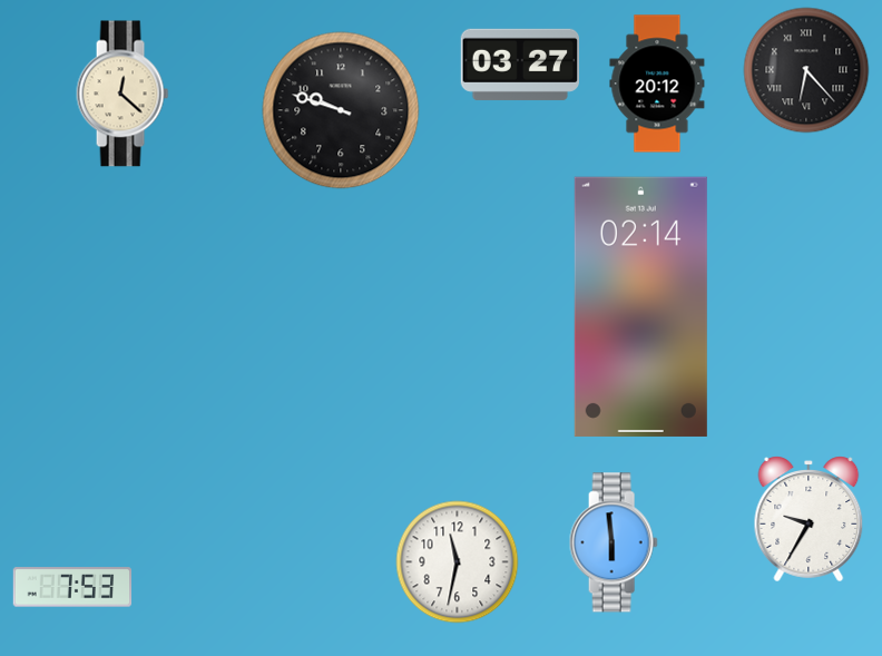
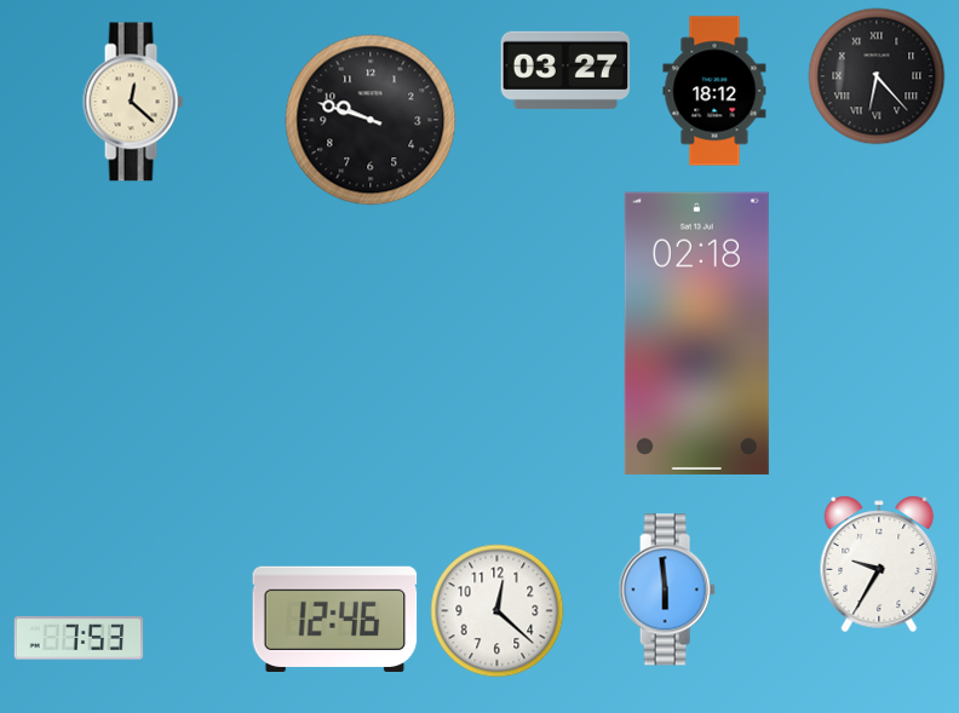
clock at (657, 84): 20:12 -> 18:12
clock at (640, 306): 02:14 -> 02:18
clock at (458, 562): 11:32 -> 12:22
clock at (335, 619): none -> 12:46
